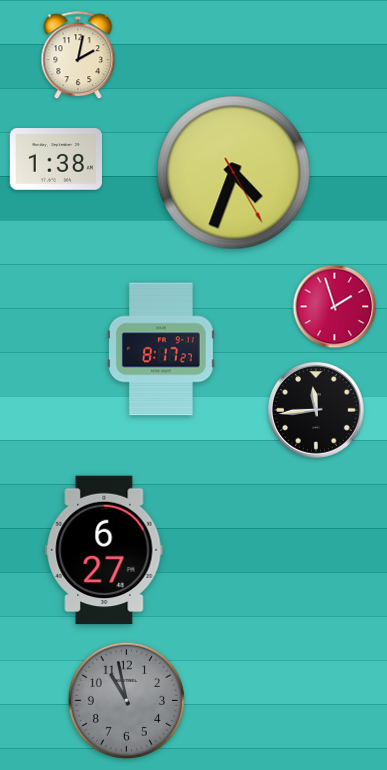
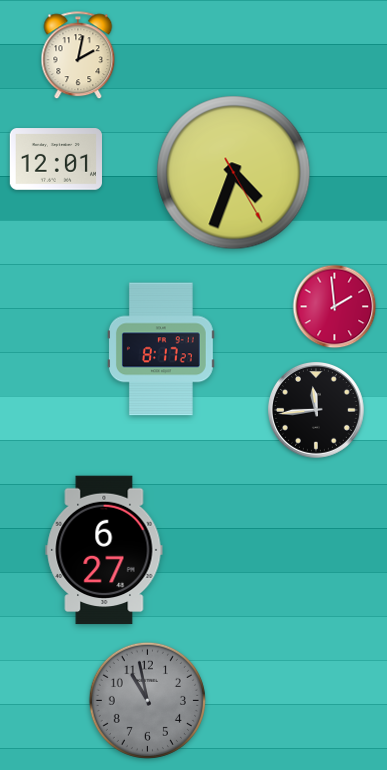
clock at (55, 159): 1:38 -> 12:01
clock at (335, 307): 1:57 -> 1:59
clock at (126, 700) position: (126, 700) -> (147, 700)
